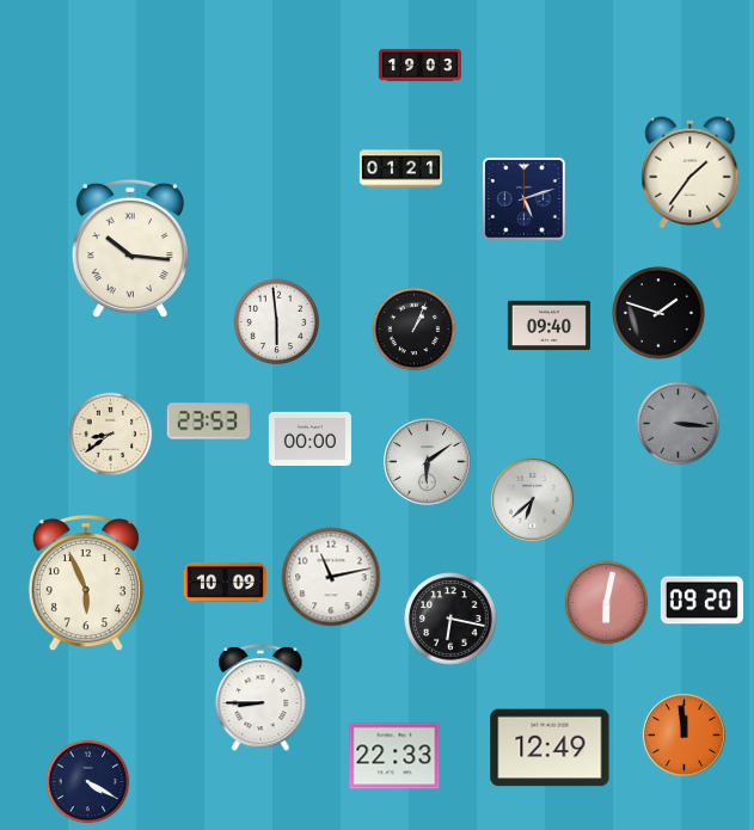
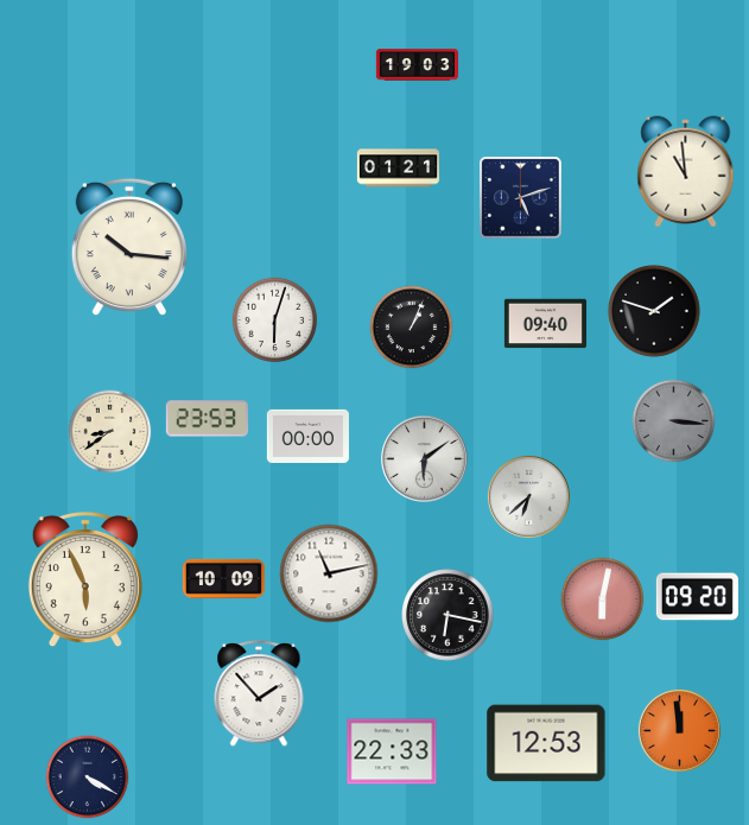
clock at (691, 173): 1:36 -> 10:59
clock at (277, 322): 5:59 -> 6:03
clock at (260, 699): 8:45 -> 1:53
clock at (550, 748): 12:49 -> 12:53
